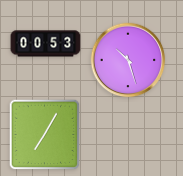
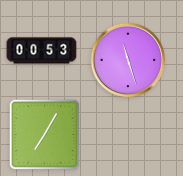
clock at (46, 44) position: (46, 44) -> (42, 51)
clock at (128, 60): 10:27 -> 11:27
